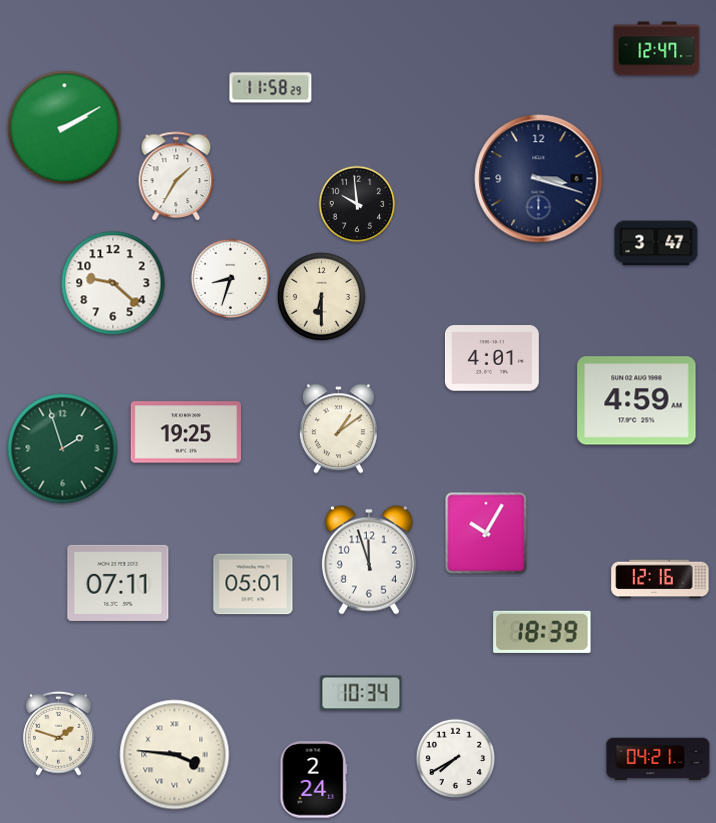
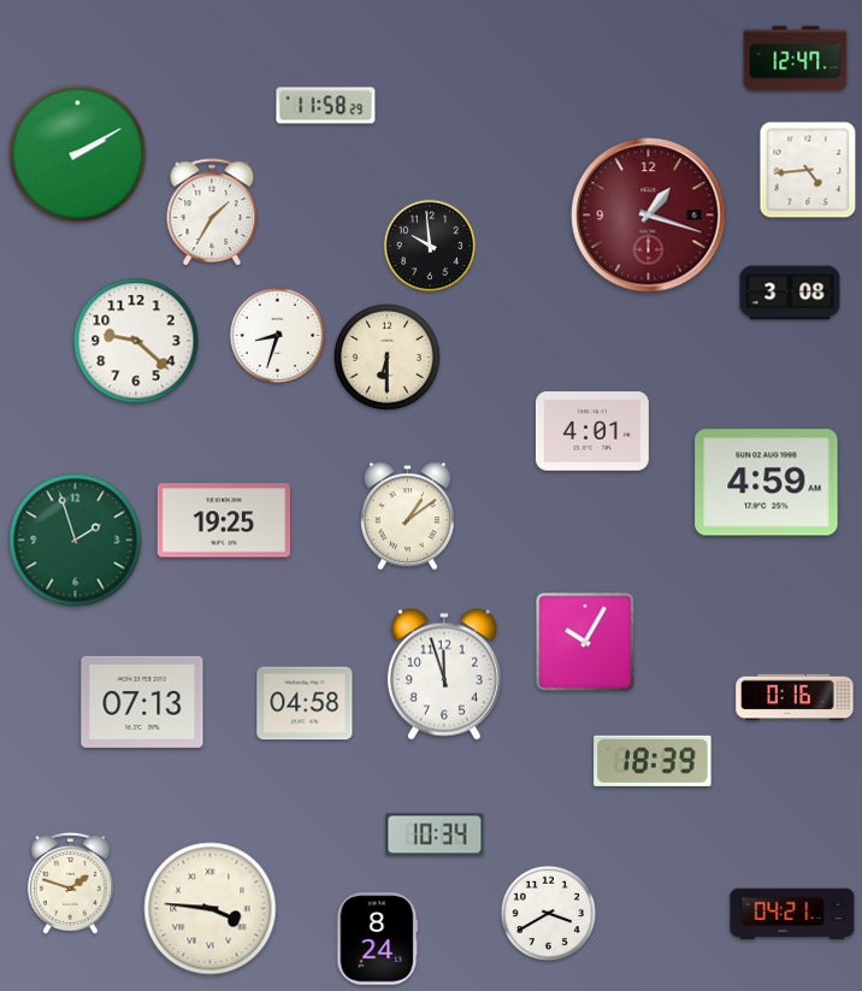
clock at (657, 49) position: (657, 49) -> (796, 59)
clock at (808, 170): none -> 4:44
clock at (539, 179): 3:18 -> 1:18
clock at (539, 179) dial: navy -> burgundy
clock at (656, 243): 3:47 -> 3:08
clock at (660, 579): 12:16 -> 0:16
clock at (118, 583): 07:11 -> 07:13
clock at (253, 584): 05:01 -> 04:58
clock at (456, 759): 7:40 -> 3:40
clock at (314, 780): 2:24 -> 8:24
